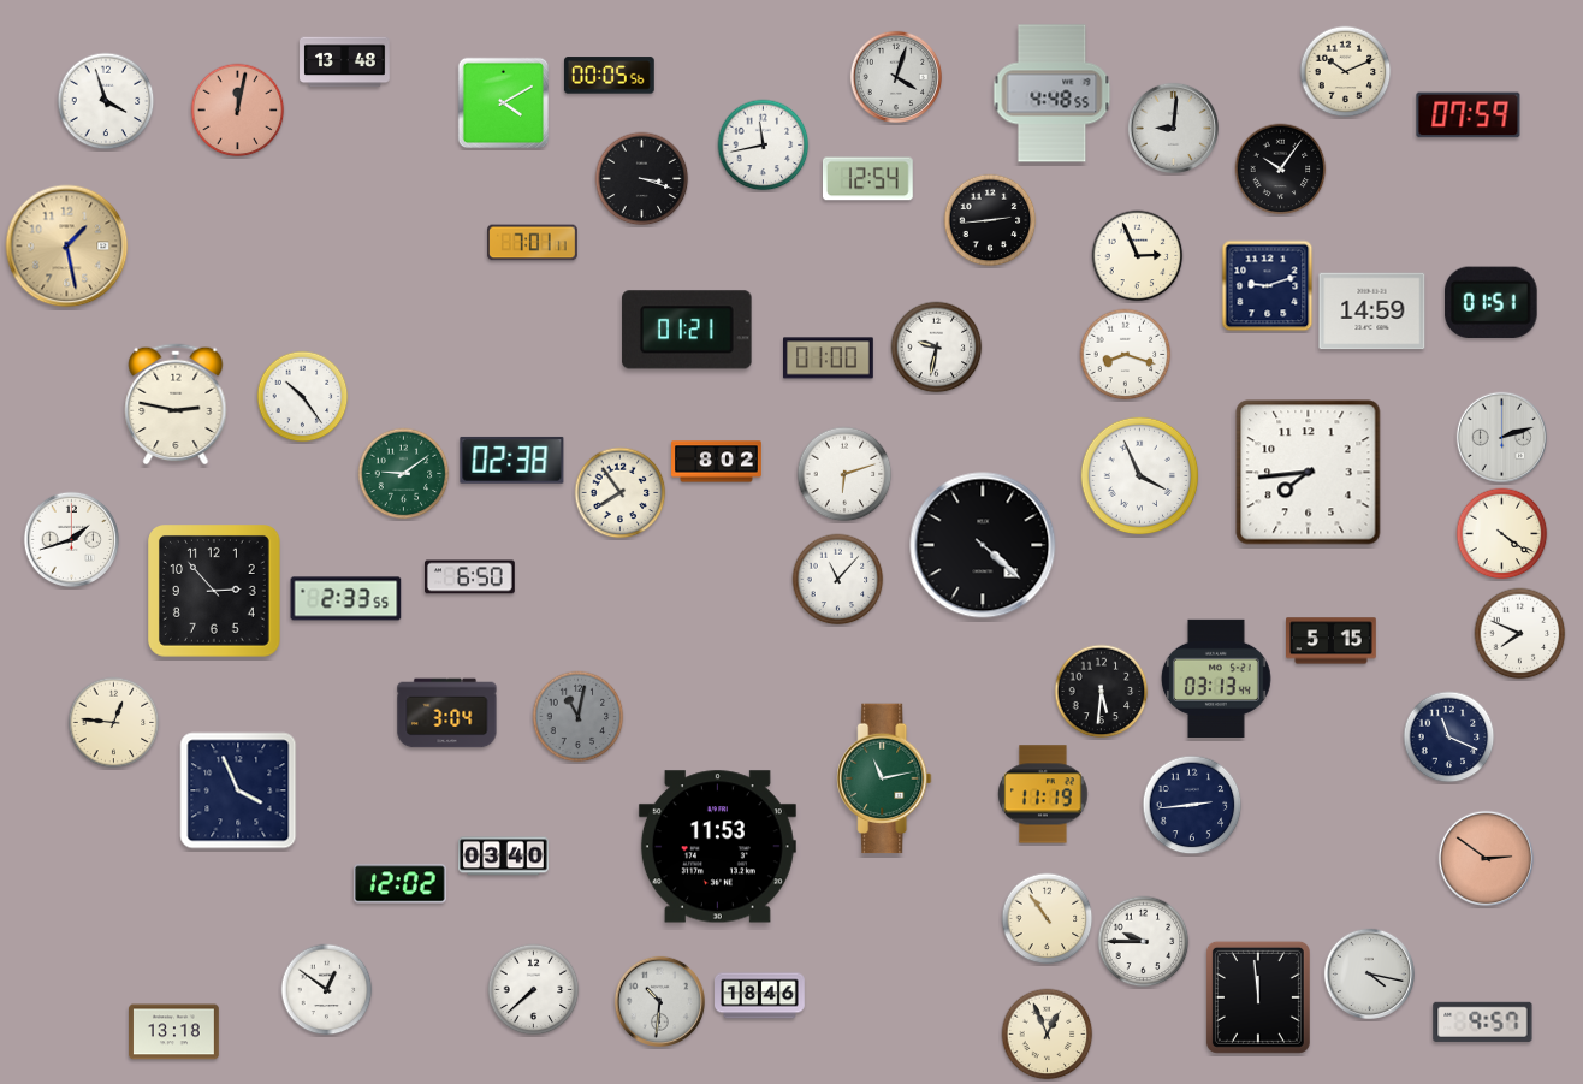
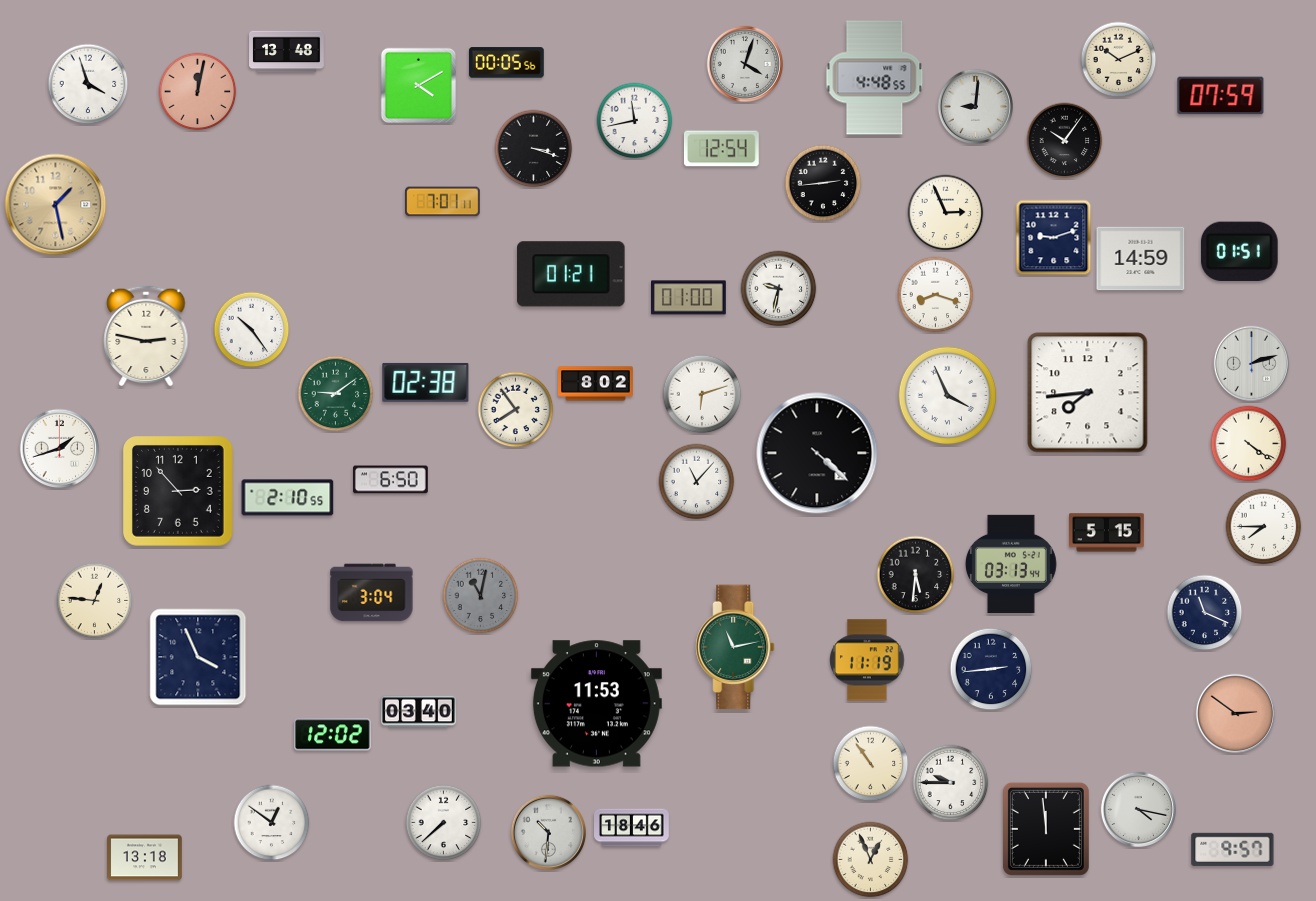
clock at (1501, 437) position: (1501, 437) -> (1251, 363)
clock at (346, 599): 2:33 -> 2:10
clock at (1520, 634): 7:49 -> 7:45
